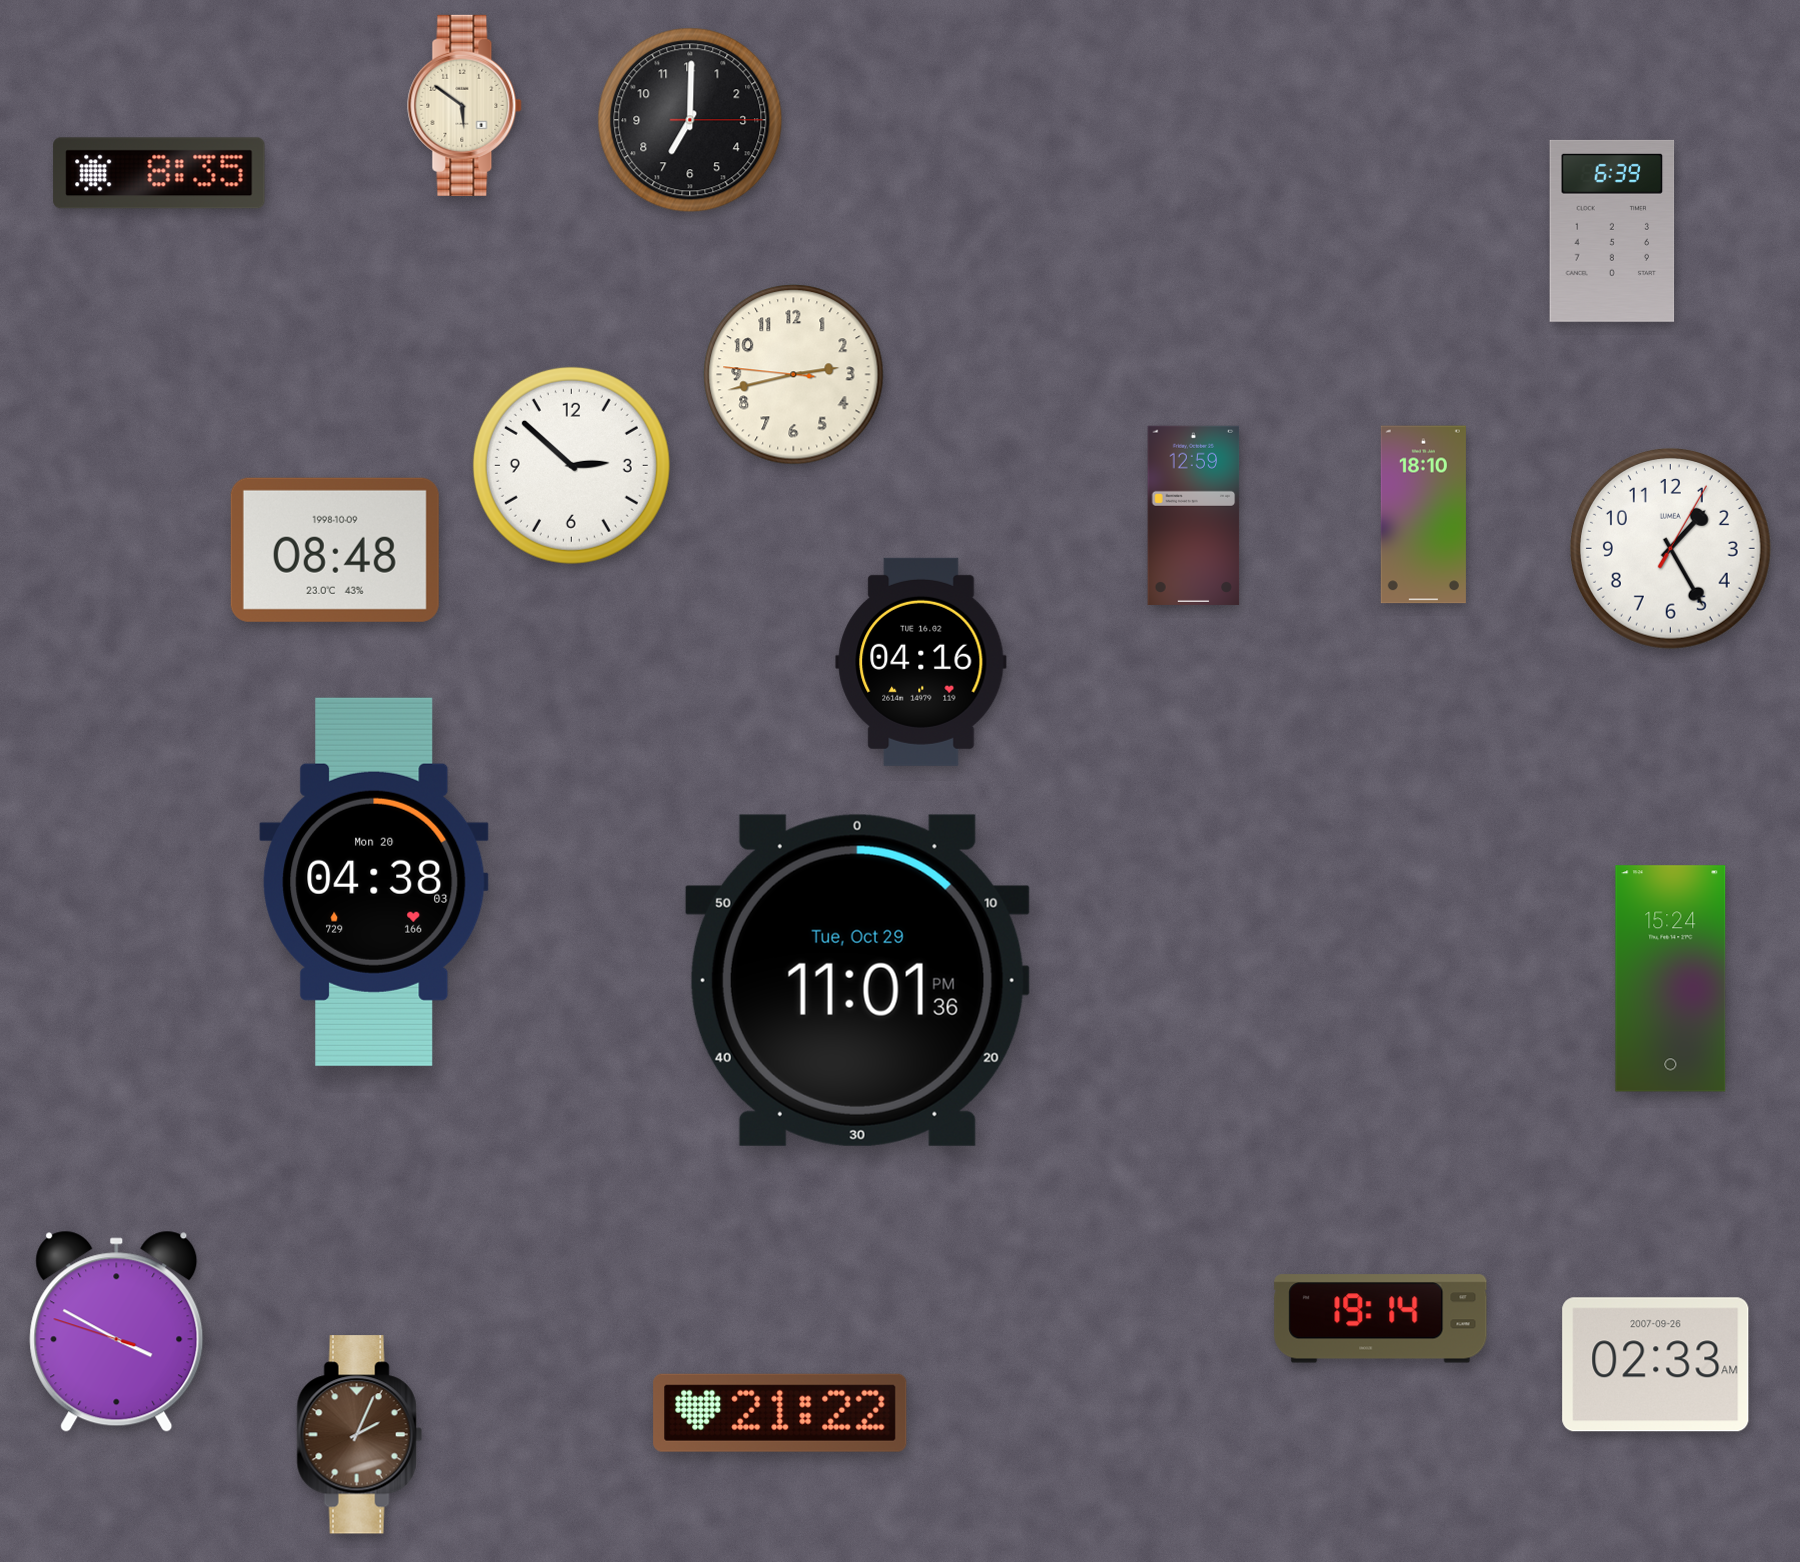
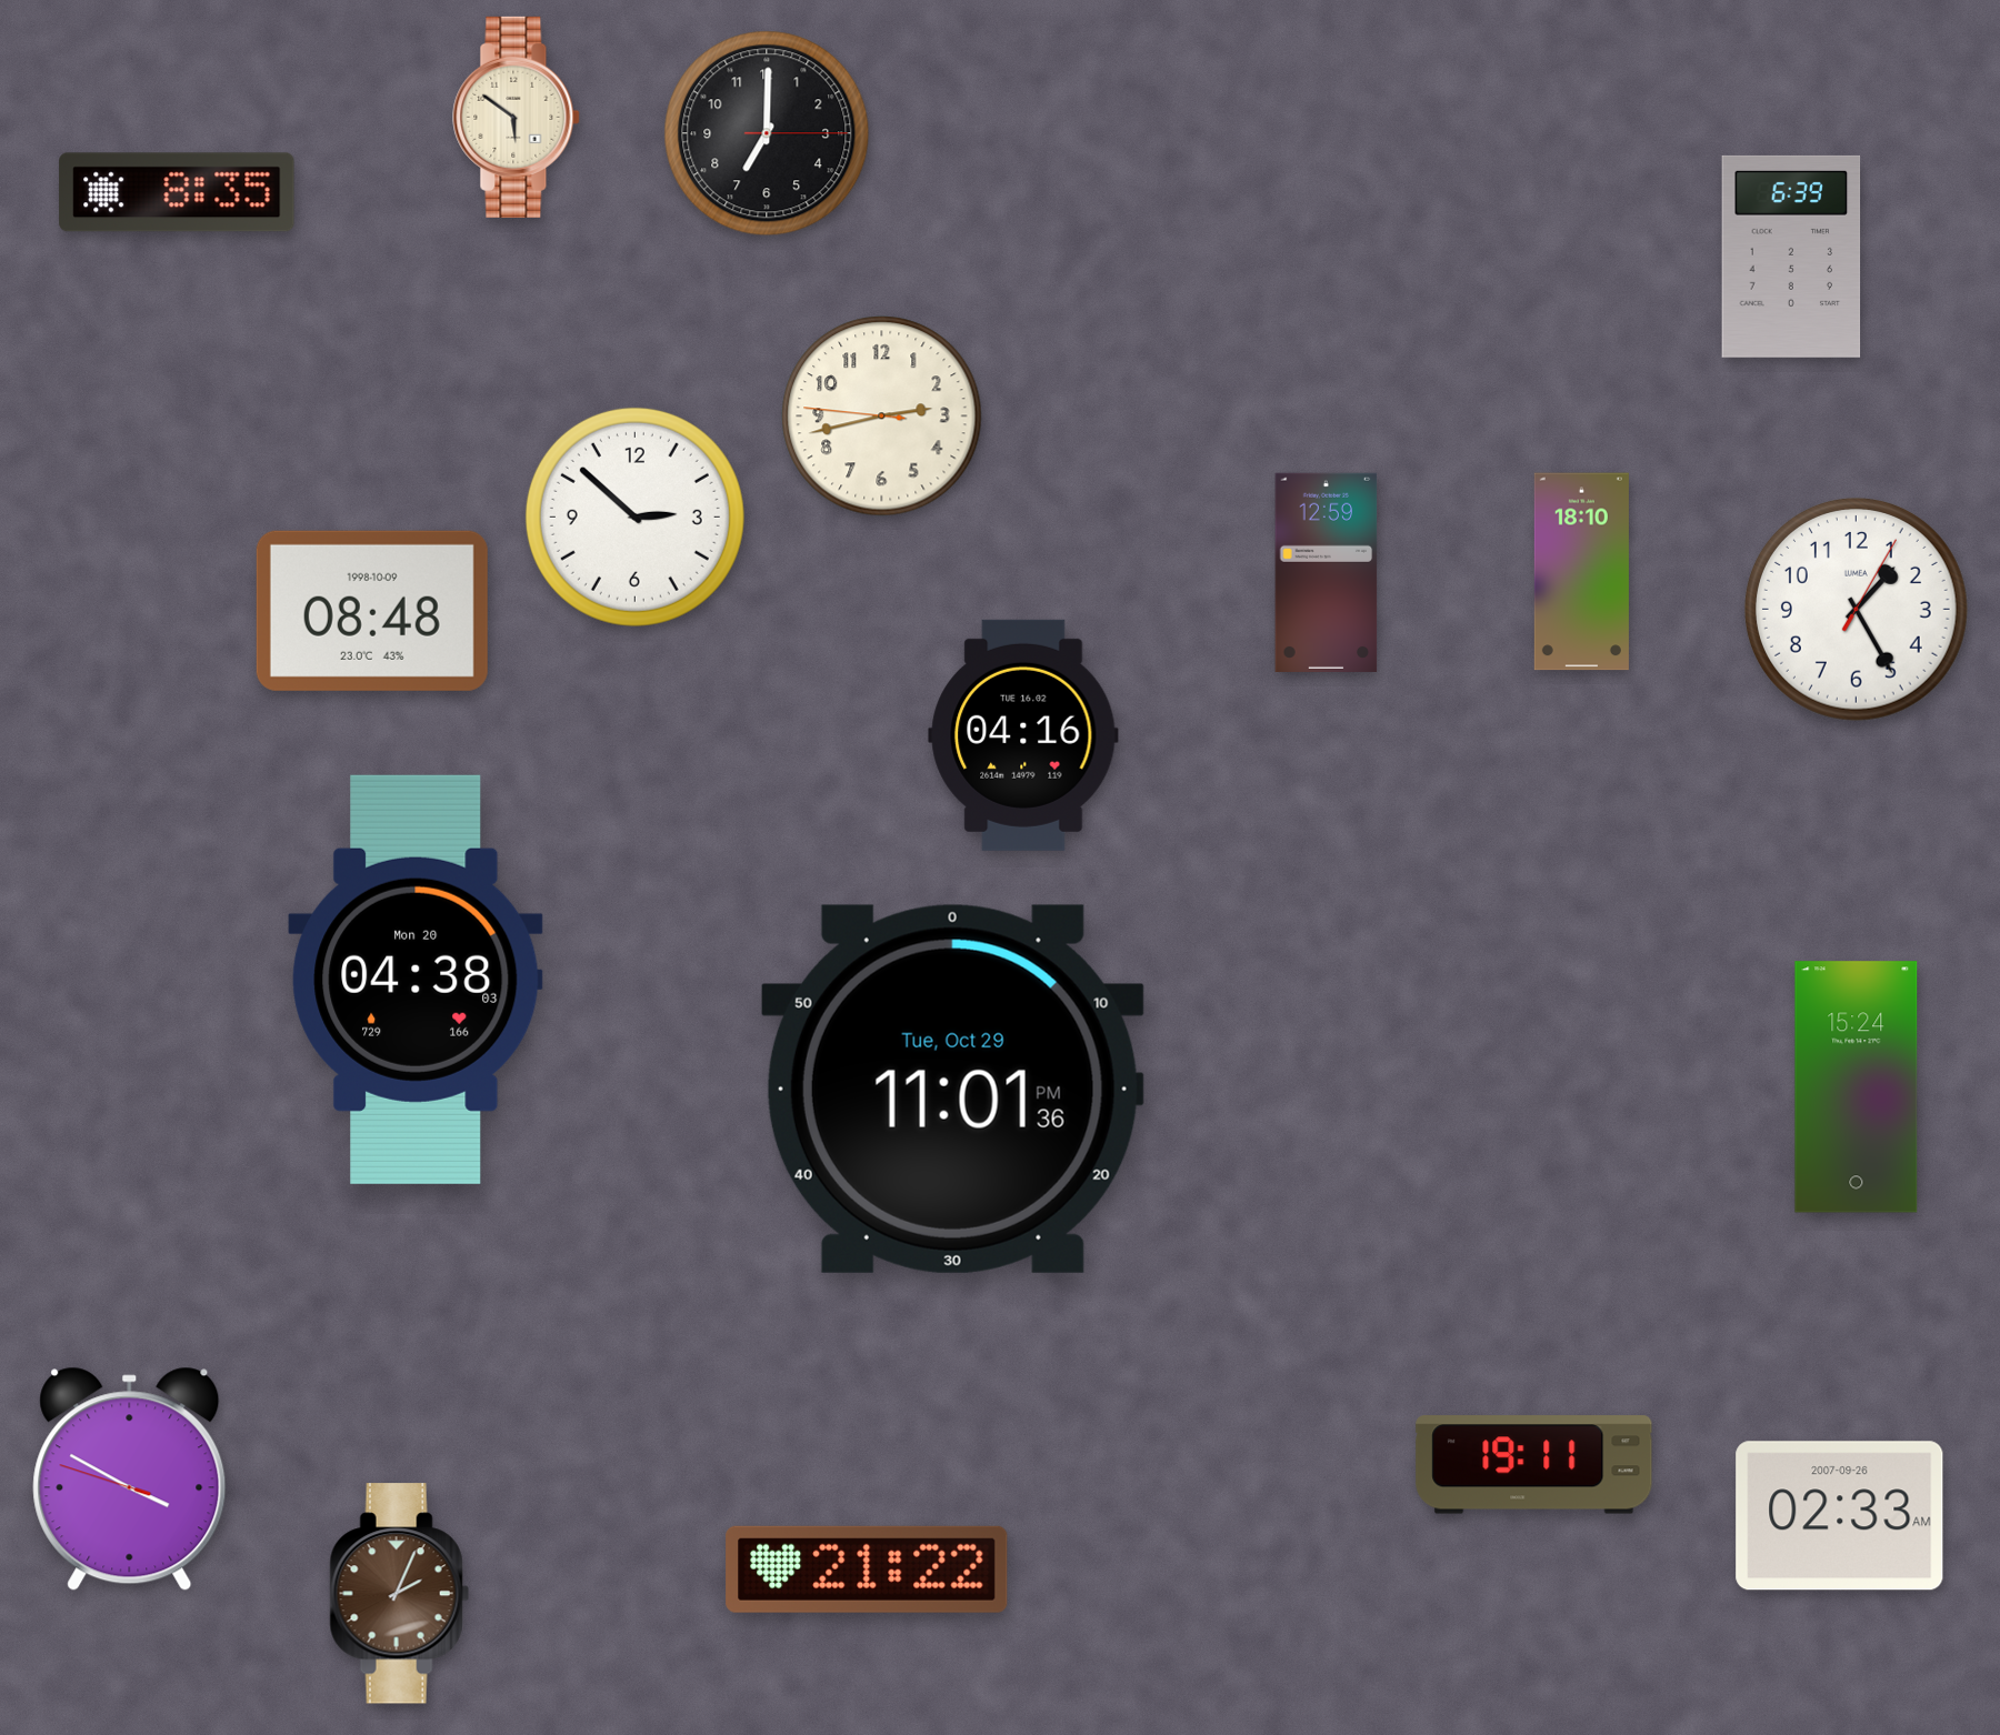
clock at (1381, 1319): 19:14 -> 19:11
